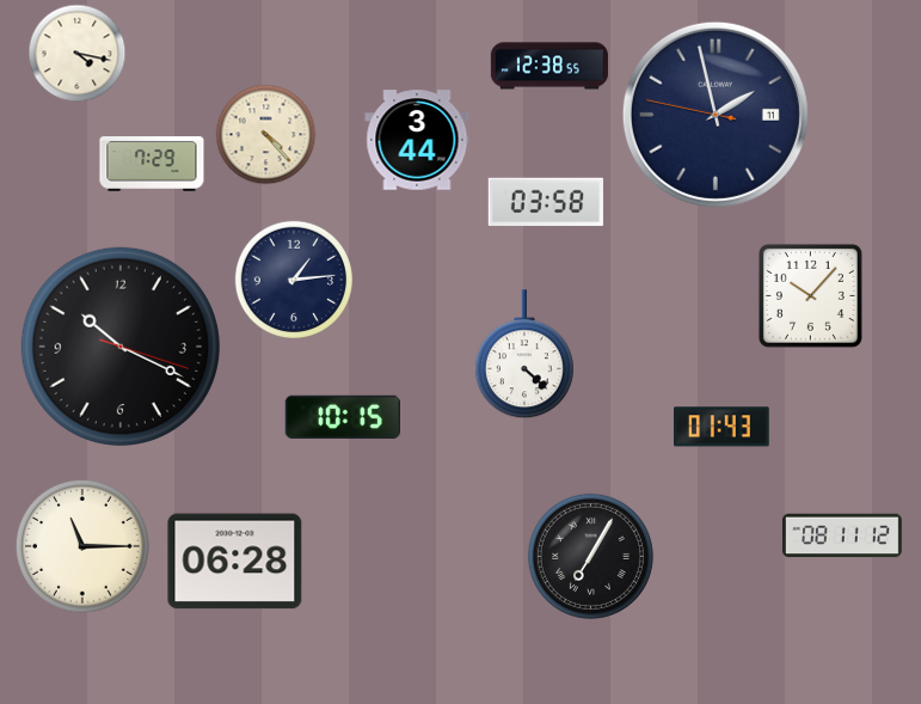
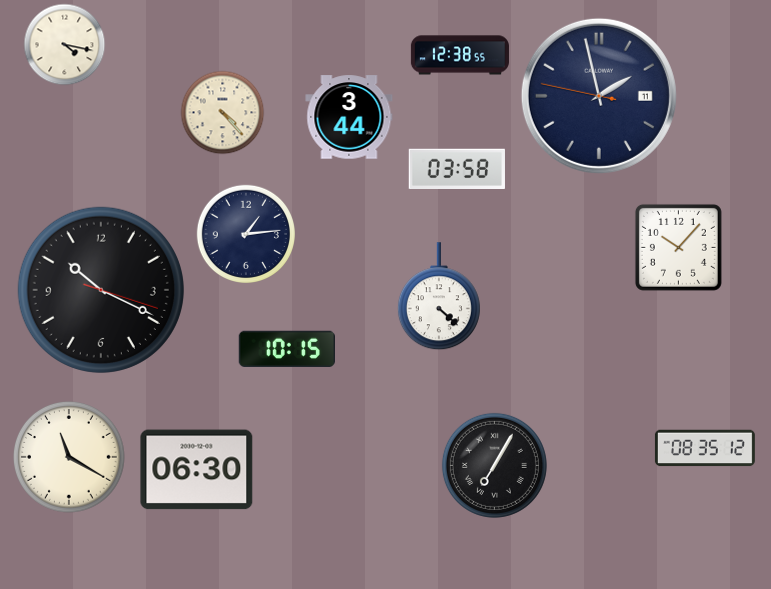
clock at (152, 164): 7:29 -> none
clock at (722, 427): 01:43 -> none
clock at (842, 535): 08:11 -> 08:35
clock at (82, 546): 11:15 -> 11:20
clock at (235, 562): 06:28 -> 06:30
